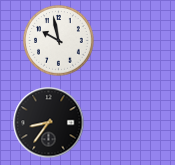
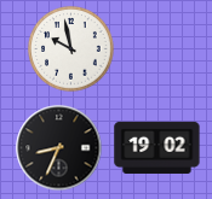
clock at (157, 147): none -> 19:02
clock at (49, 123): 8:36 -> 8:34
